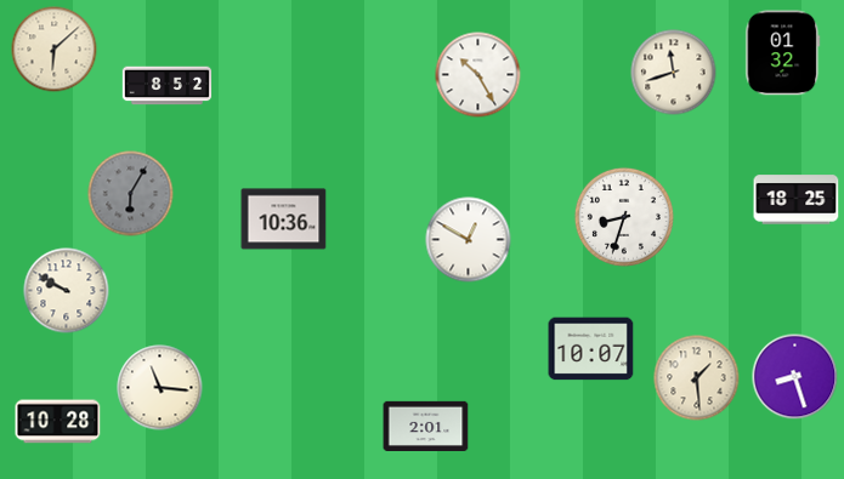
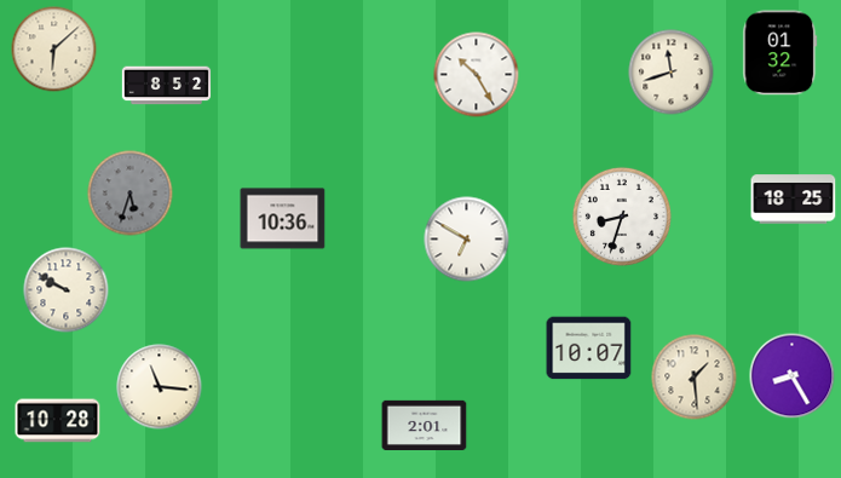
clock at (131, 194): 6:05 -> 5:33
clock at (469, 240): 12:50 -> 6:50
clock at (795, 377): 8:27 -> 8:25
